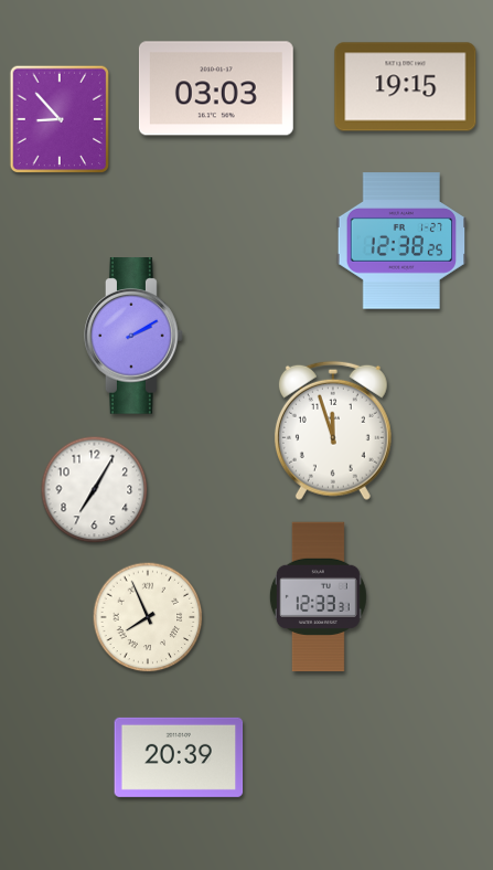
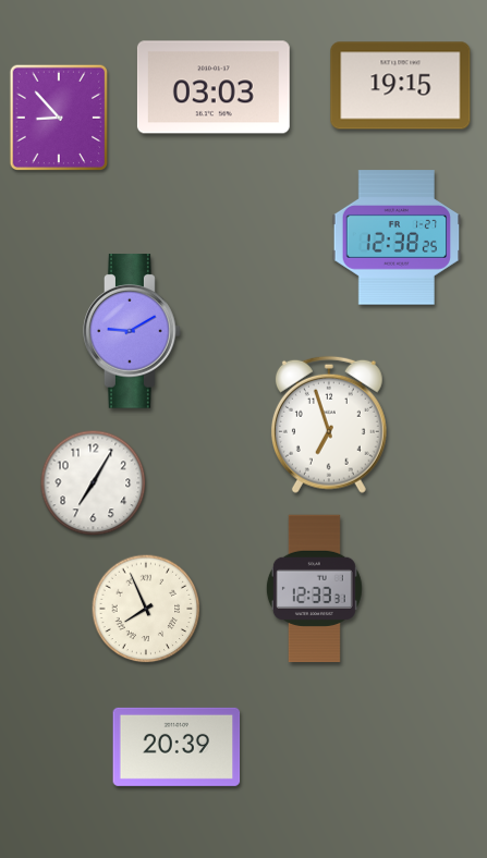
clock at (133, 336): 2:10 -> 9:10
clock at (333, 431): 11:57 -> 6:57
